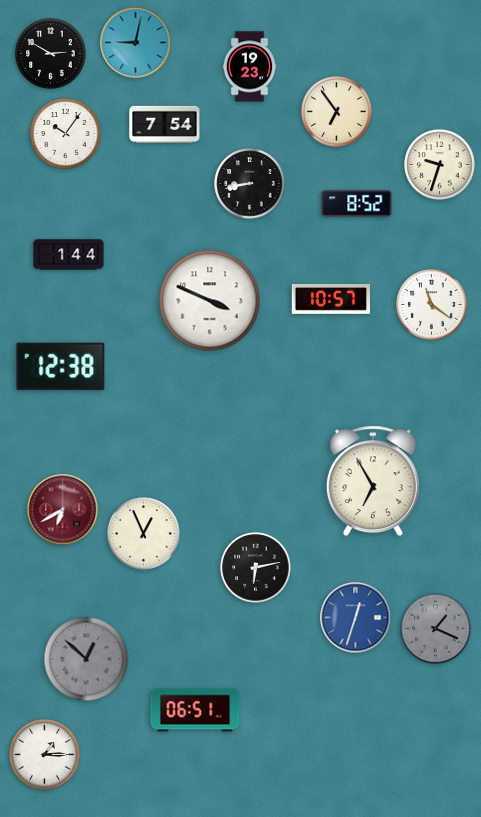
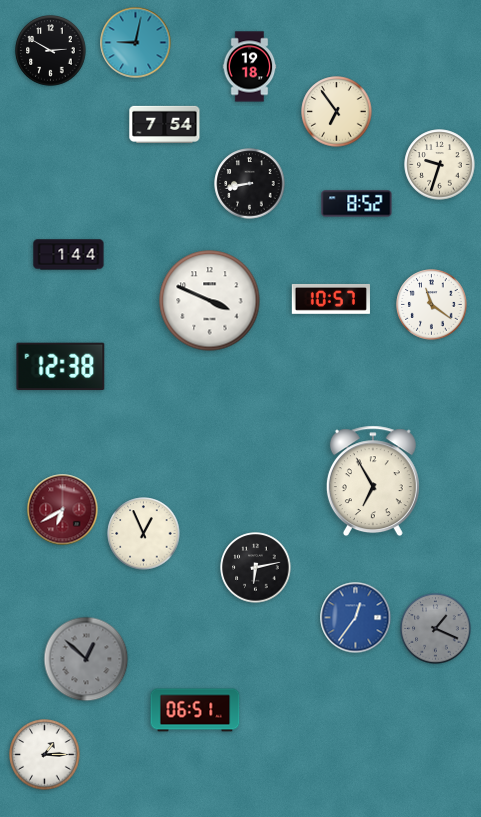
clock at (51, 54) position: (51, 54) -> (51, 51)
clock at (250, 67): 19:23 -> 19:18
clock at (66, 134): 10:06 -> none
clock at (356, 618): 12:33 -> 12:36
